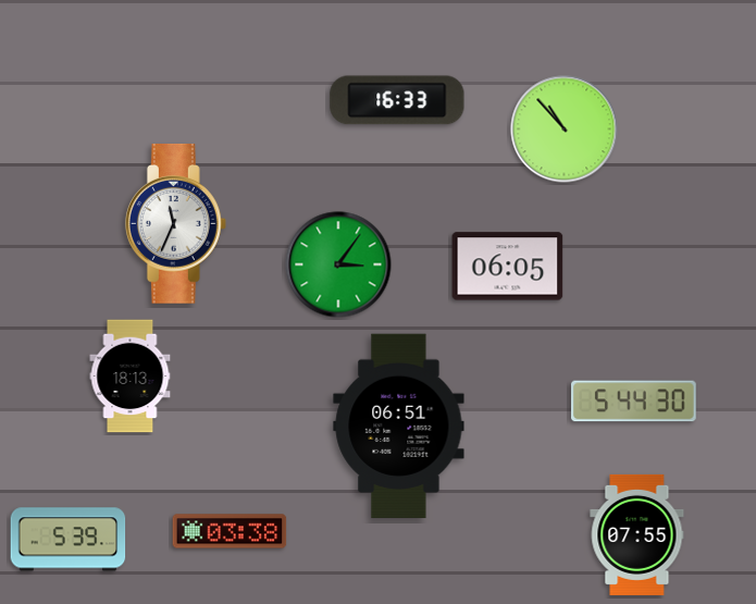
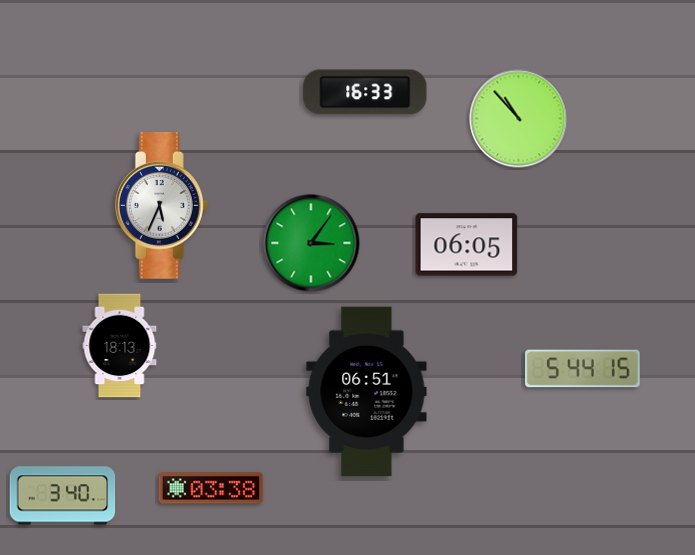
clock at (175, 224): 11:34 -> 5:34
clock at (634, 402): 5:44:30 -> 5:44:15
clock at (637, 534): 07:55 -> none
clock at (69, 540): 5:39 -> 3:40
